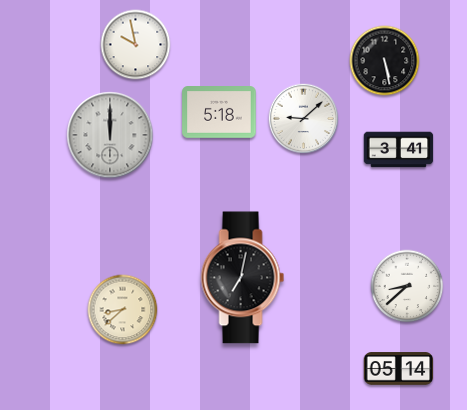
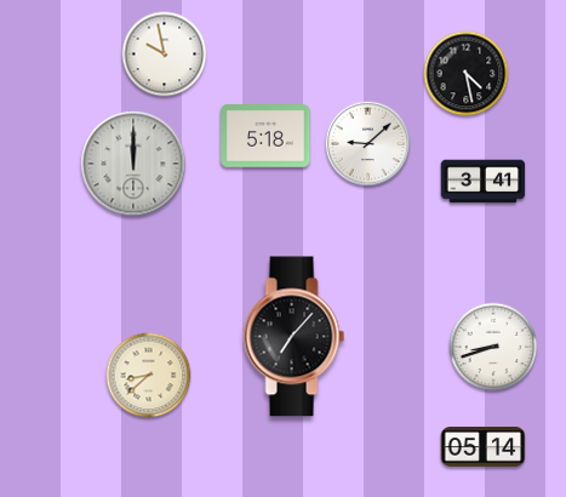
clock at (385, 61): 5:28 -> 4:28
clock at (243, 278): 7:02 -> 7:07
clock at (407, 286): 8:38 -> 8:42
